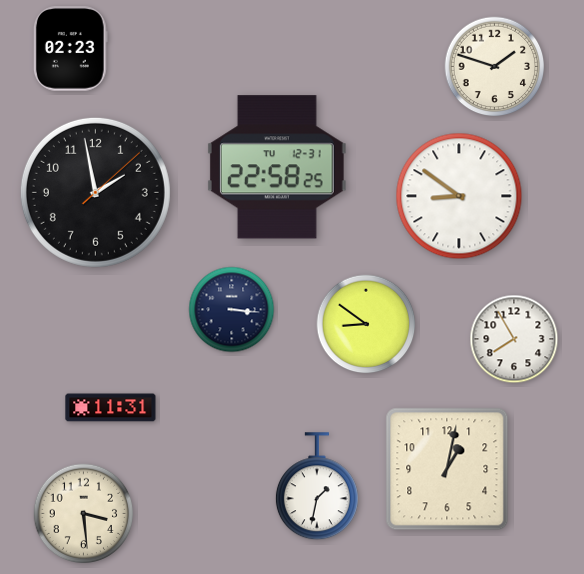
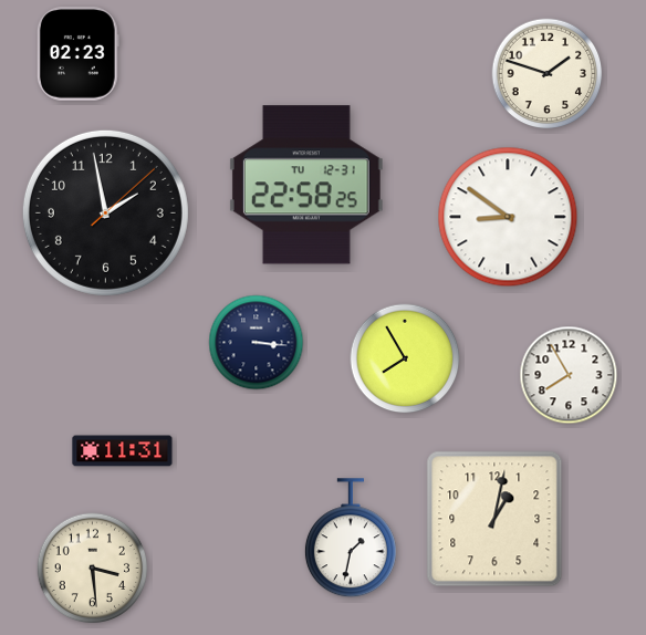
clock at (366, 324): 8:51 -> 7:55
